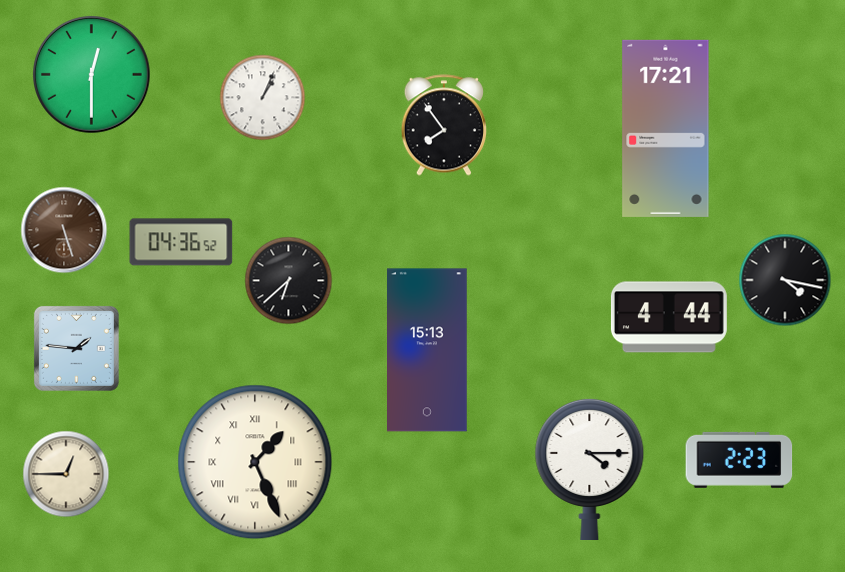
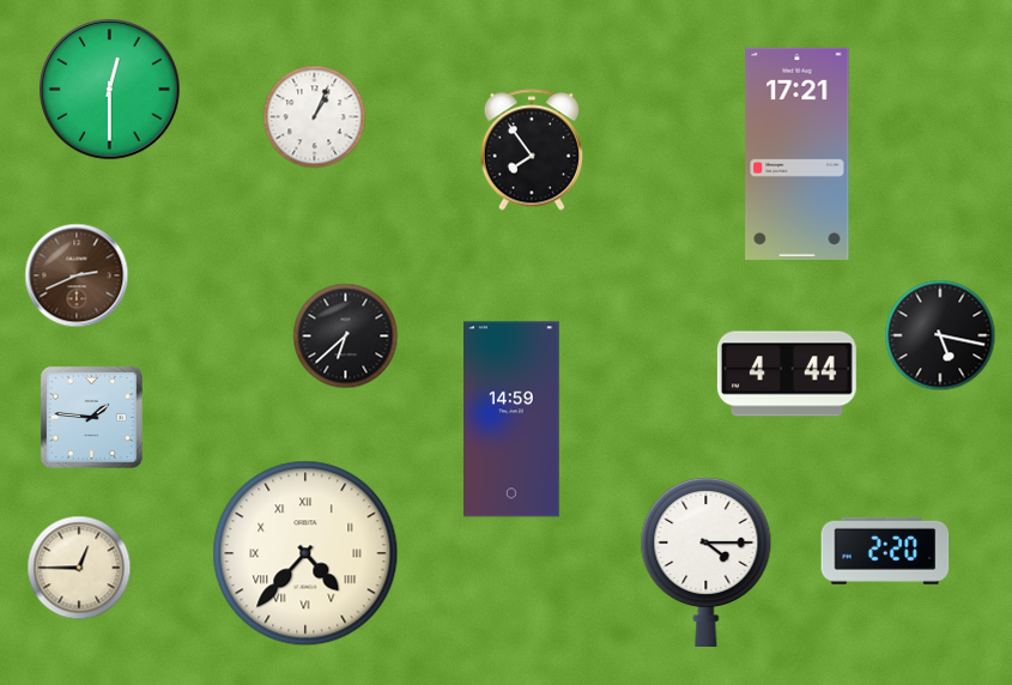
clock at (64, 230): 5:27 -> 2:41
clock at (181, 242): 04:36 -> none
clock at (785, 280): 4:17 -> 5:17
clock at (669, 317) position: (669, 317) -> (787, 374)
clock at (428, 350): 15:13 -> 14:59
clock at (739, 460): 2:23 -> 2:20
clock at (255, 462): 1:26 -> 4:37
